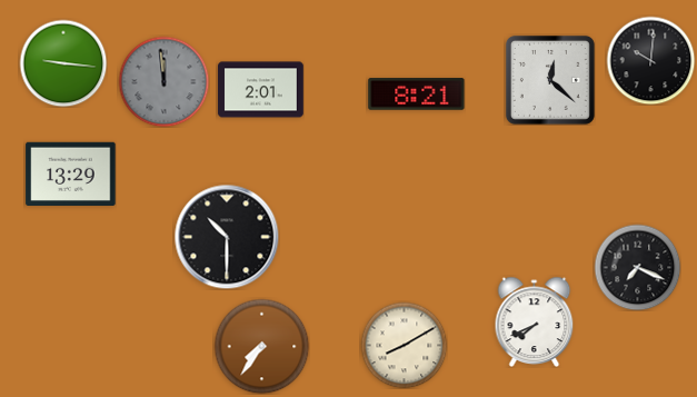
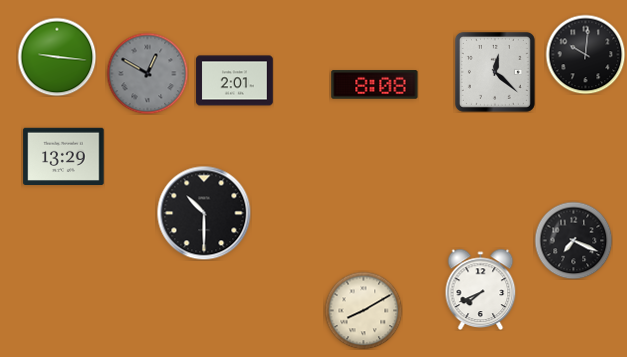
clock at (163, 81): 11:59 -> 12:50
clock at (417, 95): 8:21 -> 8:08
clock at (261, 346): 7:36 -> none
